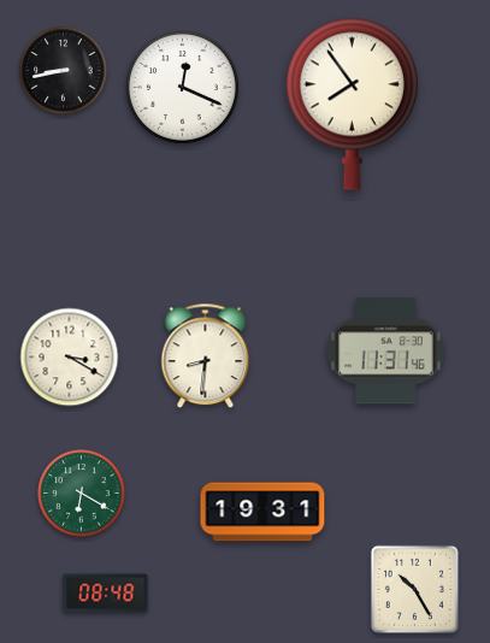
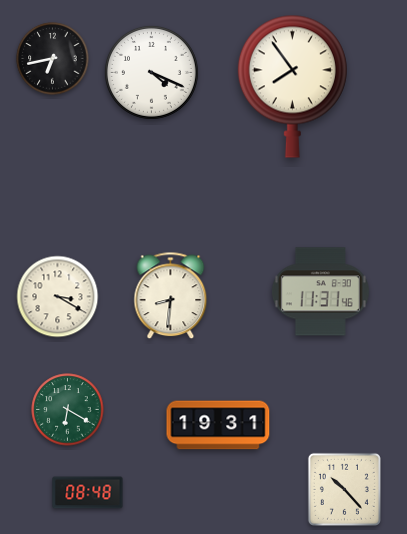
clock at (64, 71): 8:43 -> 6:43
clock at (182, 87): 12:19 -> 4:19
clock at (414, 589): 10:25 -> 10:23
